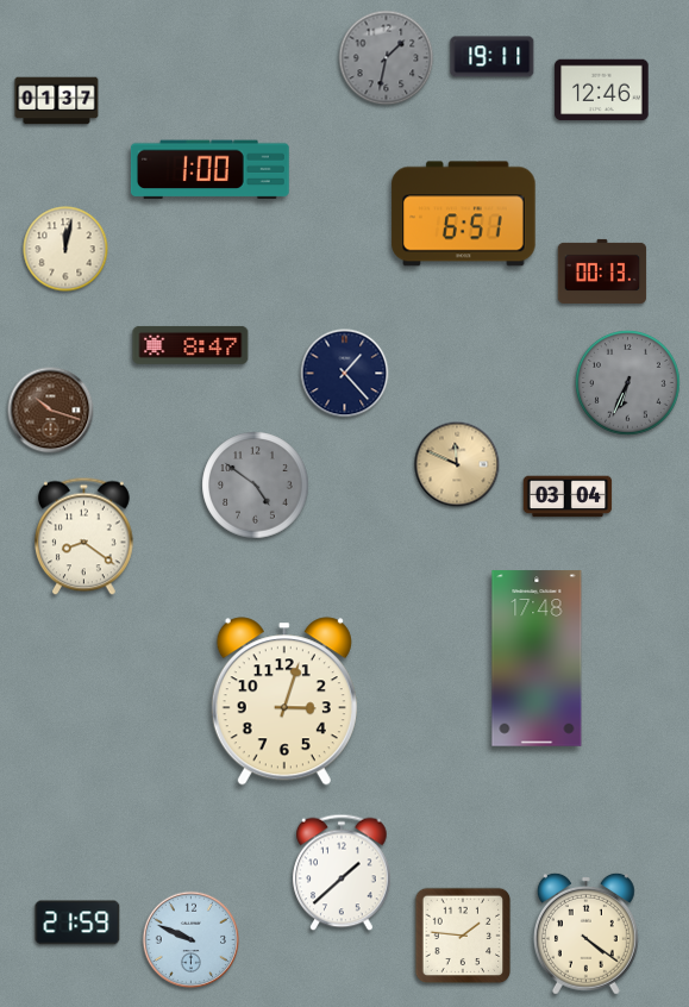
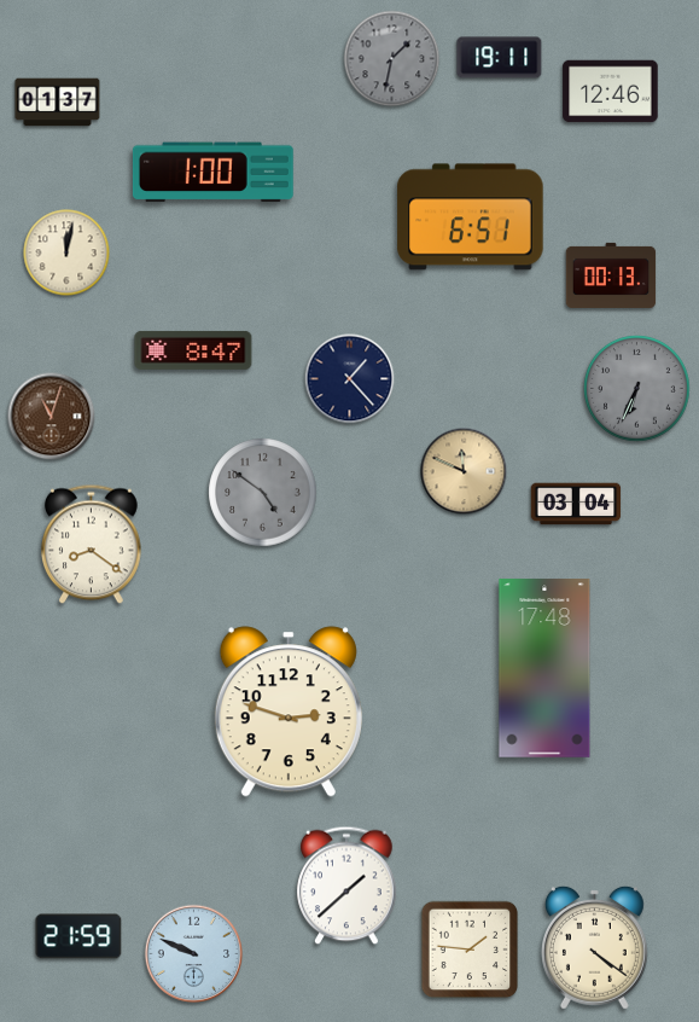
clock at (51, 411): 10:18 -> 11:03
clock at (256, 486) position: (256, 486) -> (263, 493)
clock at (84, 537) position: (84, 537) -> (92, 545)
clock at (284, 701): 3:03 -> 2:48
